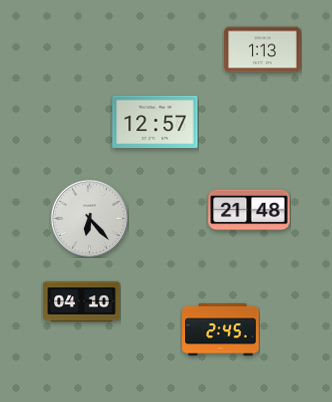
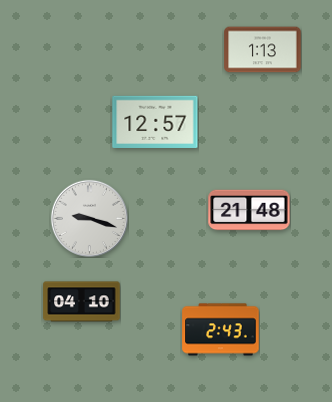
clock at (89, 218): 6:23 -> 9:18
clock at (221, 330): 2:45 -> 2:43
